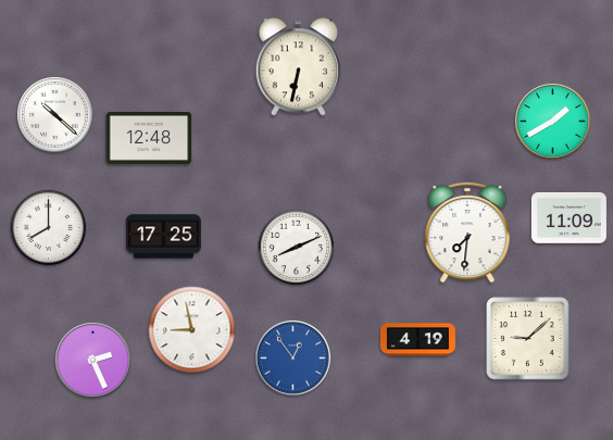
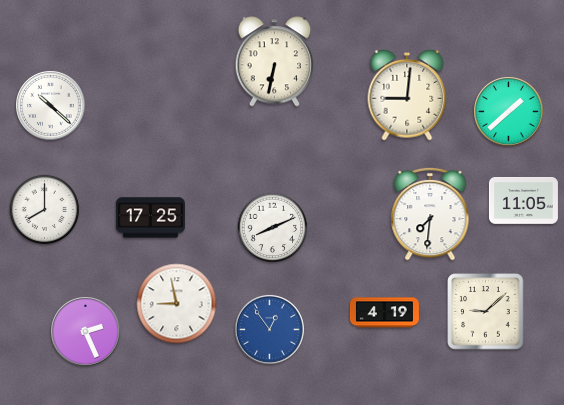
clock at (407, 95): none -> 9:01
clock at (553, 122): 1:40 -> 1:38
clock at (149, 138): 12:48 -> none
clock at (568, 218): 11:09 -> 11:05
